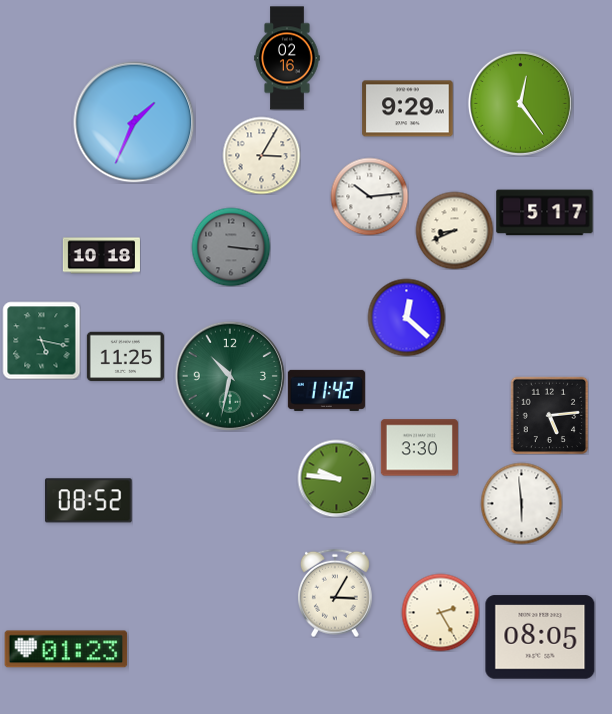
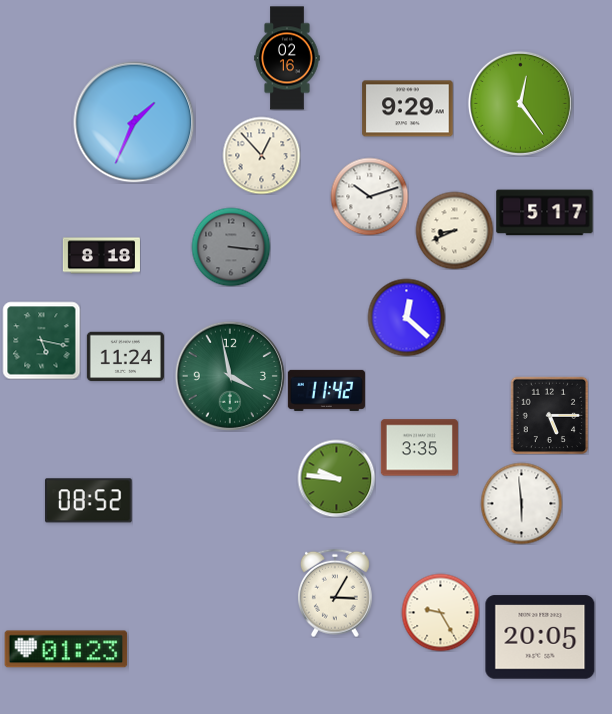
clock at (261, 155): 3:05 -> 12:53
clock at (369, 196): 10:14 -> 10:12
clock at (101, 256): 10:18 -> 8:18
clock at (125, 357): 11:25 -> 11:24
clock at (230, 376): 10:32 -> 3:58
clock at (549, 415): 5:14 -> 5:15
clock at (419, 448): 3:30 -> 3:35
clock at (440, 612): 2:25 -> 9:25
clock at (540, 637): 08:05 -> 20:05
